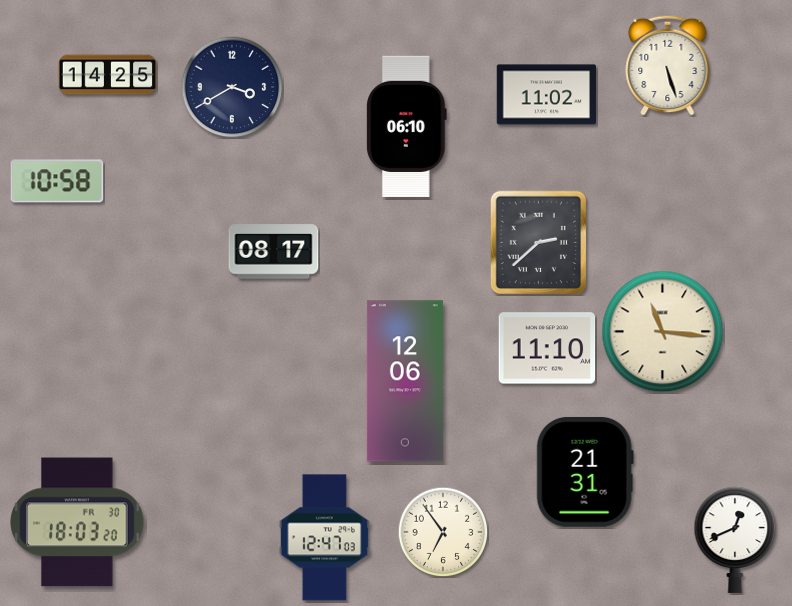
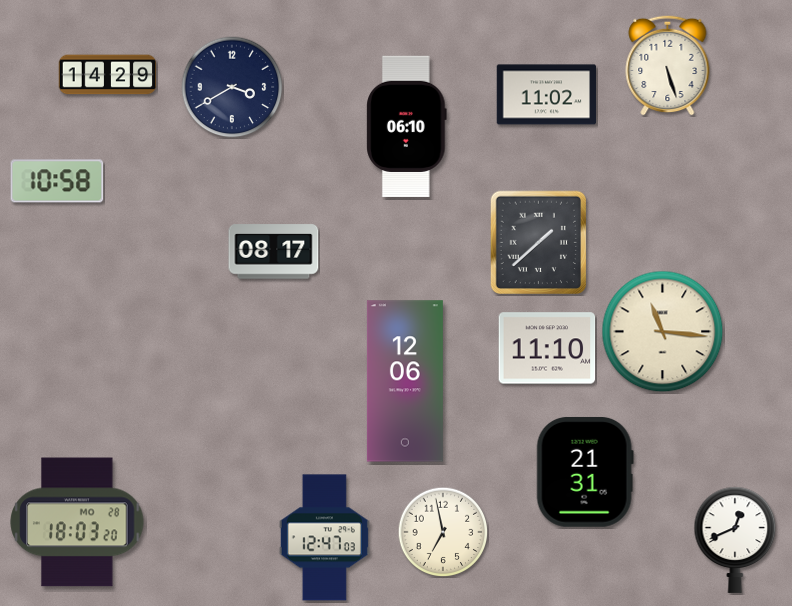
clock at (108, 75): 14:25 -> 14:29
clock at (538, 243): 2:38 -> 1:38
clock at (77, 522) date: FR 30 -> MO 28
clock at (443, 532): 6:54 -> 6:58
